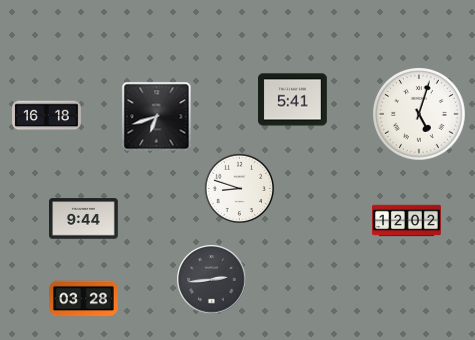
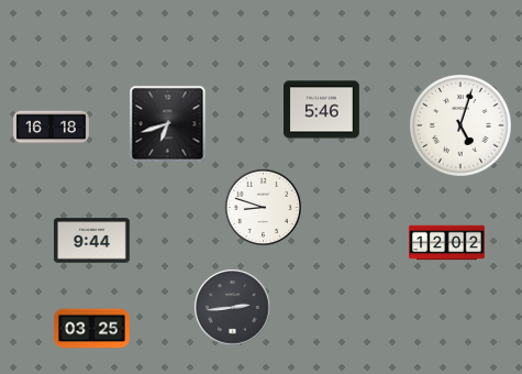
clock at (293, 100): 5:41 -> 5:46
clock at (157, 117) position: (157, 117) -> (168, 124)
clock at (84, 299): 03:28 -> 03:25
